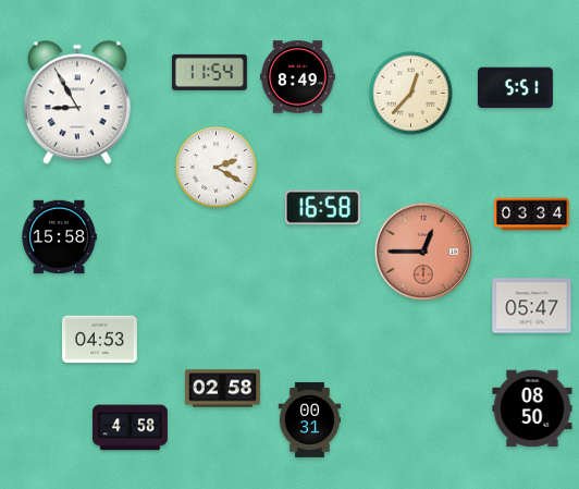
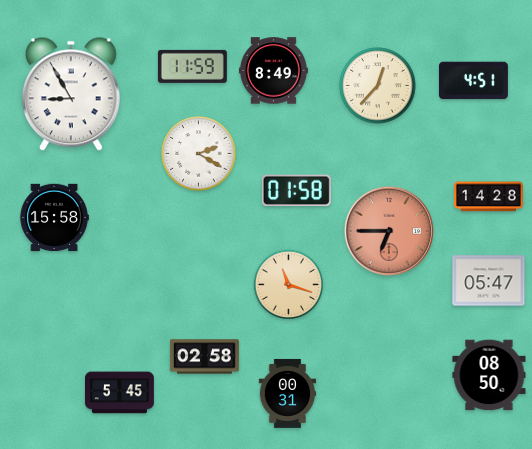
clock at (209, 72): 11:54 -> 11:59
clock at (515, 88): 5:51 -> 4:51
clock at (322, 208): 16:58 -> 01:58
clock at (531, 215): 03:34 -> 14:28
clock at (423, 252): 12:45 -> 6:45
clock at (289, 285): none -> 11:18
clock at (99, 340): 04:53 -> none
clock at (310, 419) position: (310, 419) -> (288, 393)
clock at (130, 428): 4:58 -> 5:45
